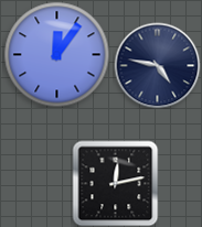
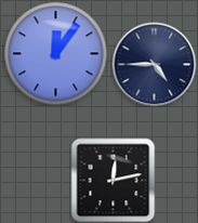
clock at (157, 65): 4:47 -> 4:45
